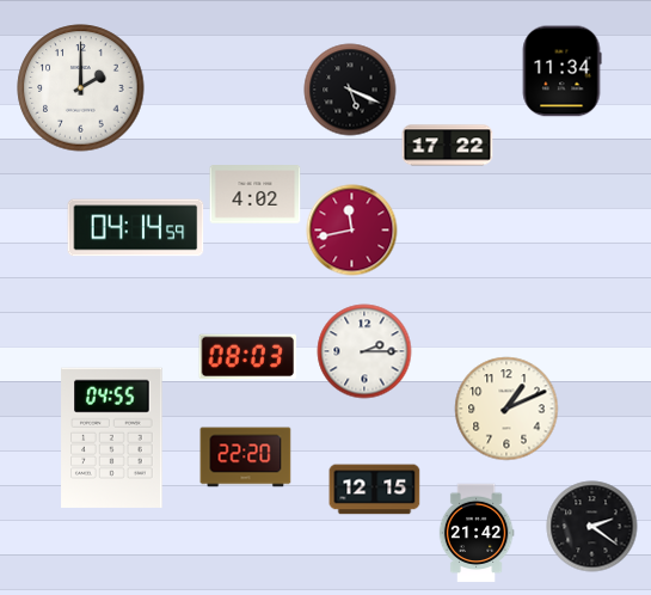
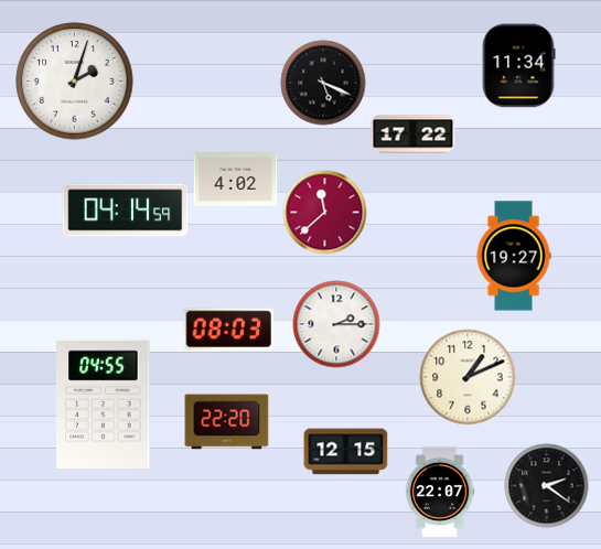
clock at (81, 88): 2:00 -> 2:03
clock at (352, 231): 11:43 -> 11:38
clock at (514, 256): none -> 19:27
clock at (477, 533): 21:42 -> 22:07
